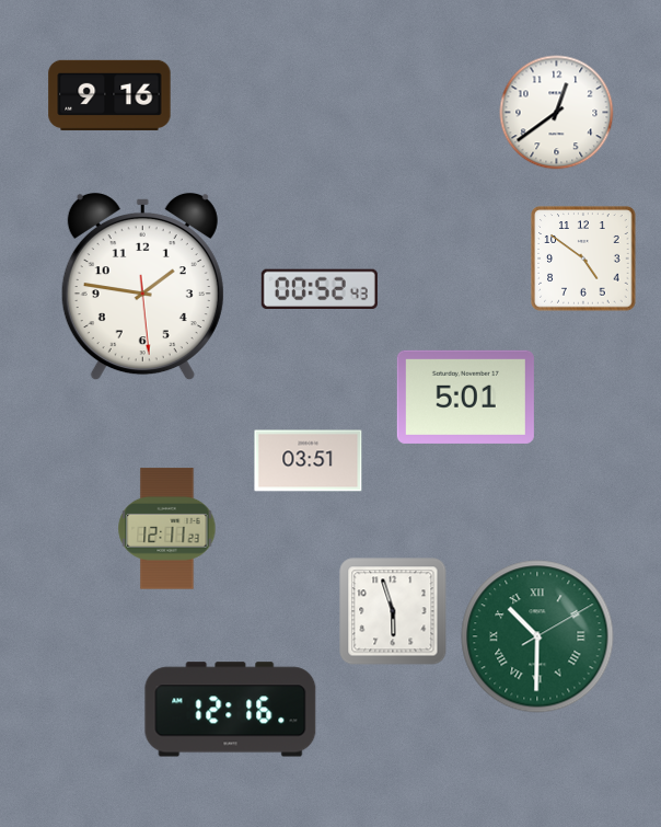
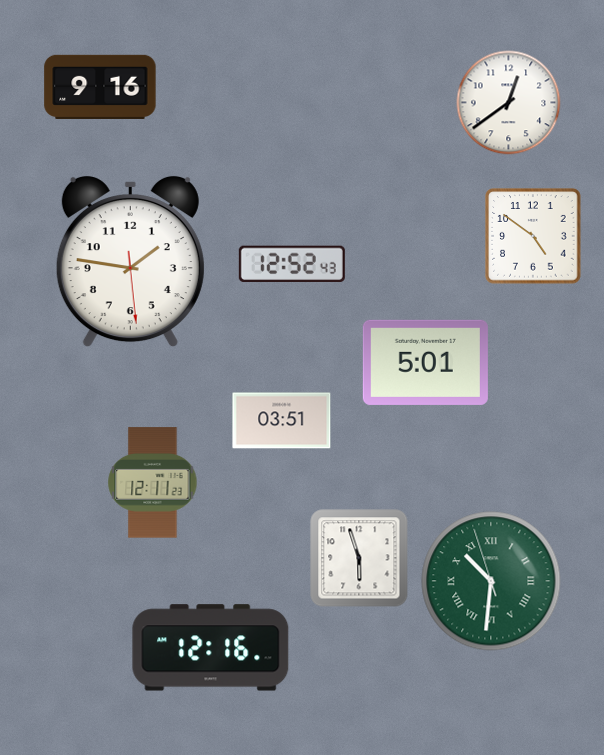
clock at (320, 289): 00:52 -> 12:52
clock at (537, 636): 10:30:10 -> 10:30:57
